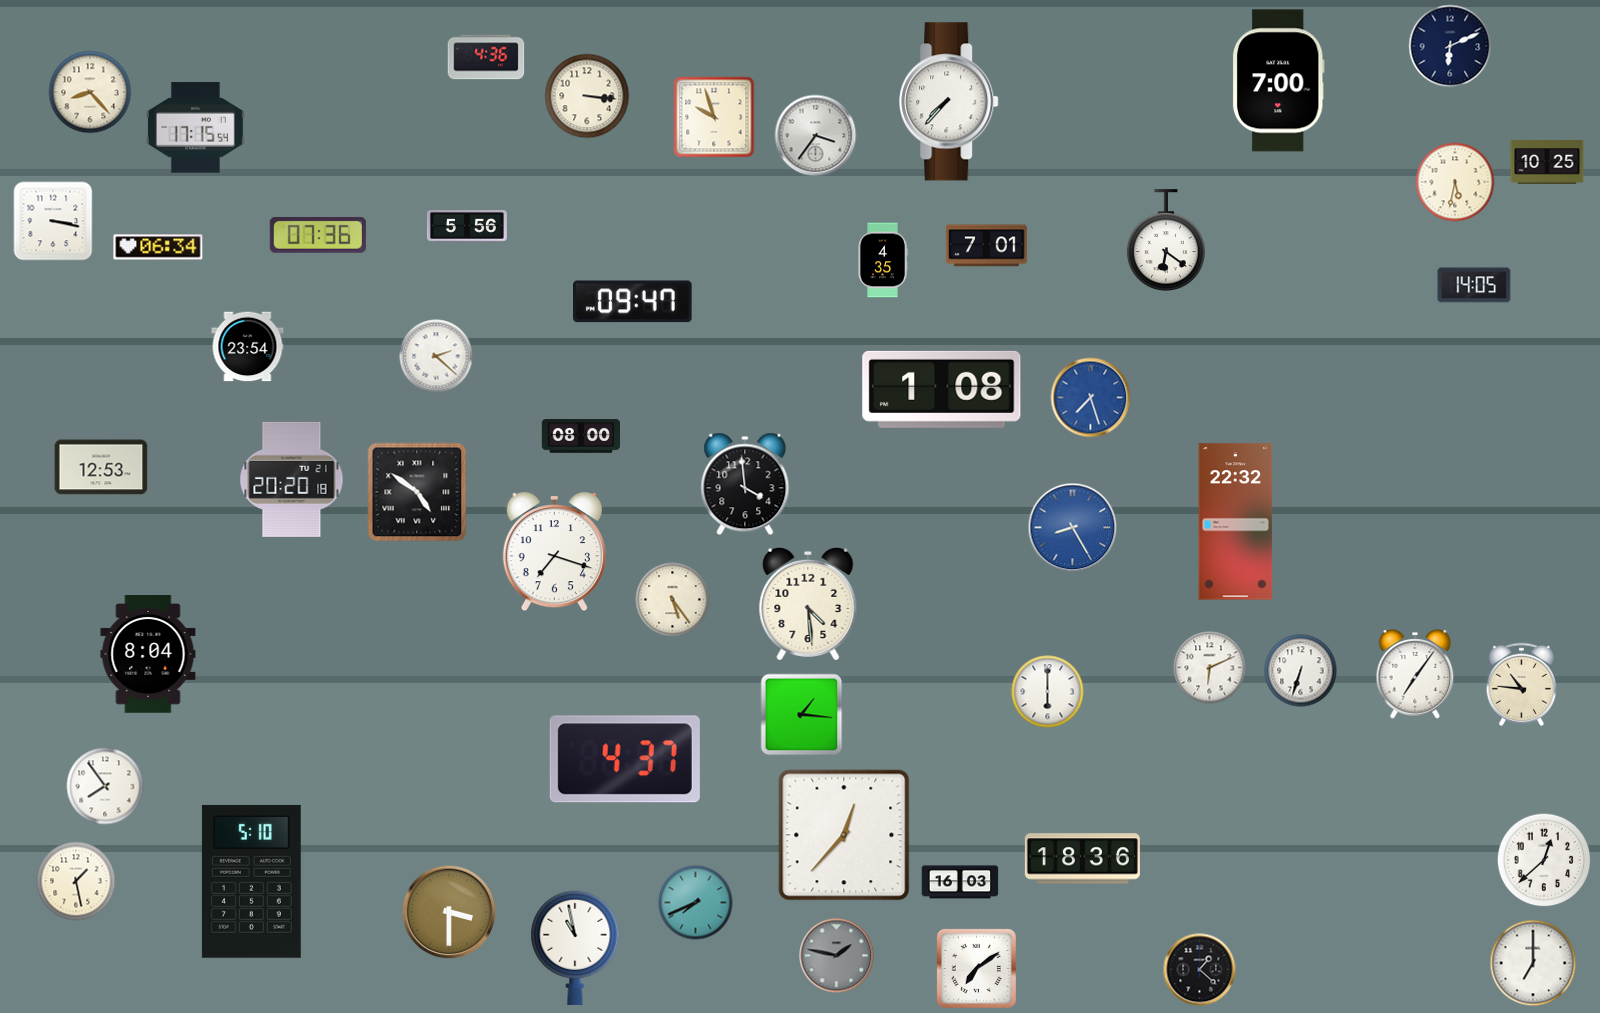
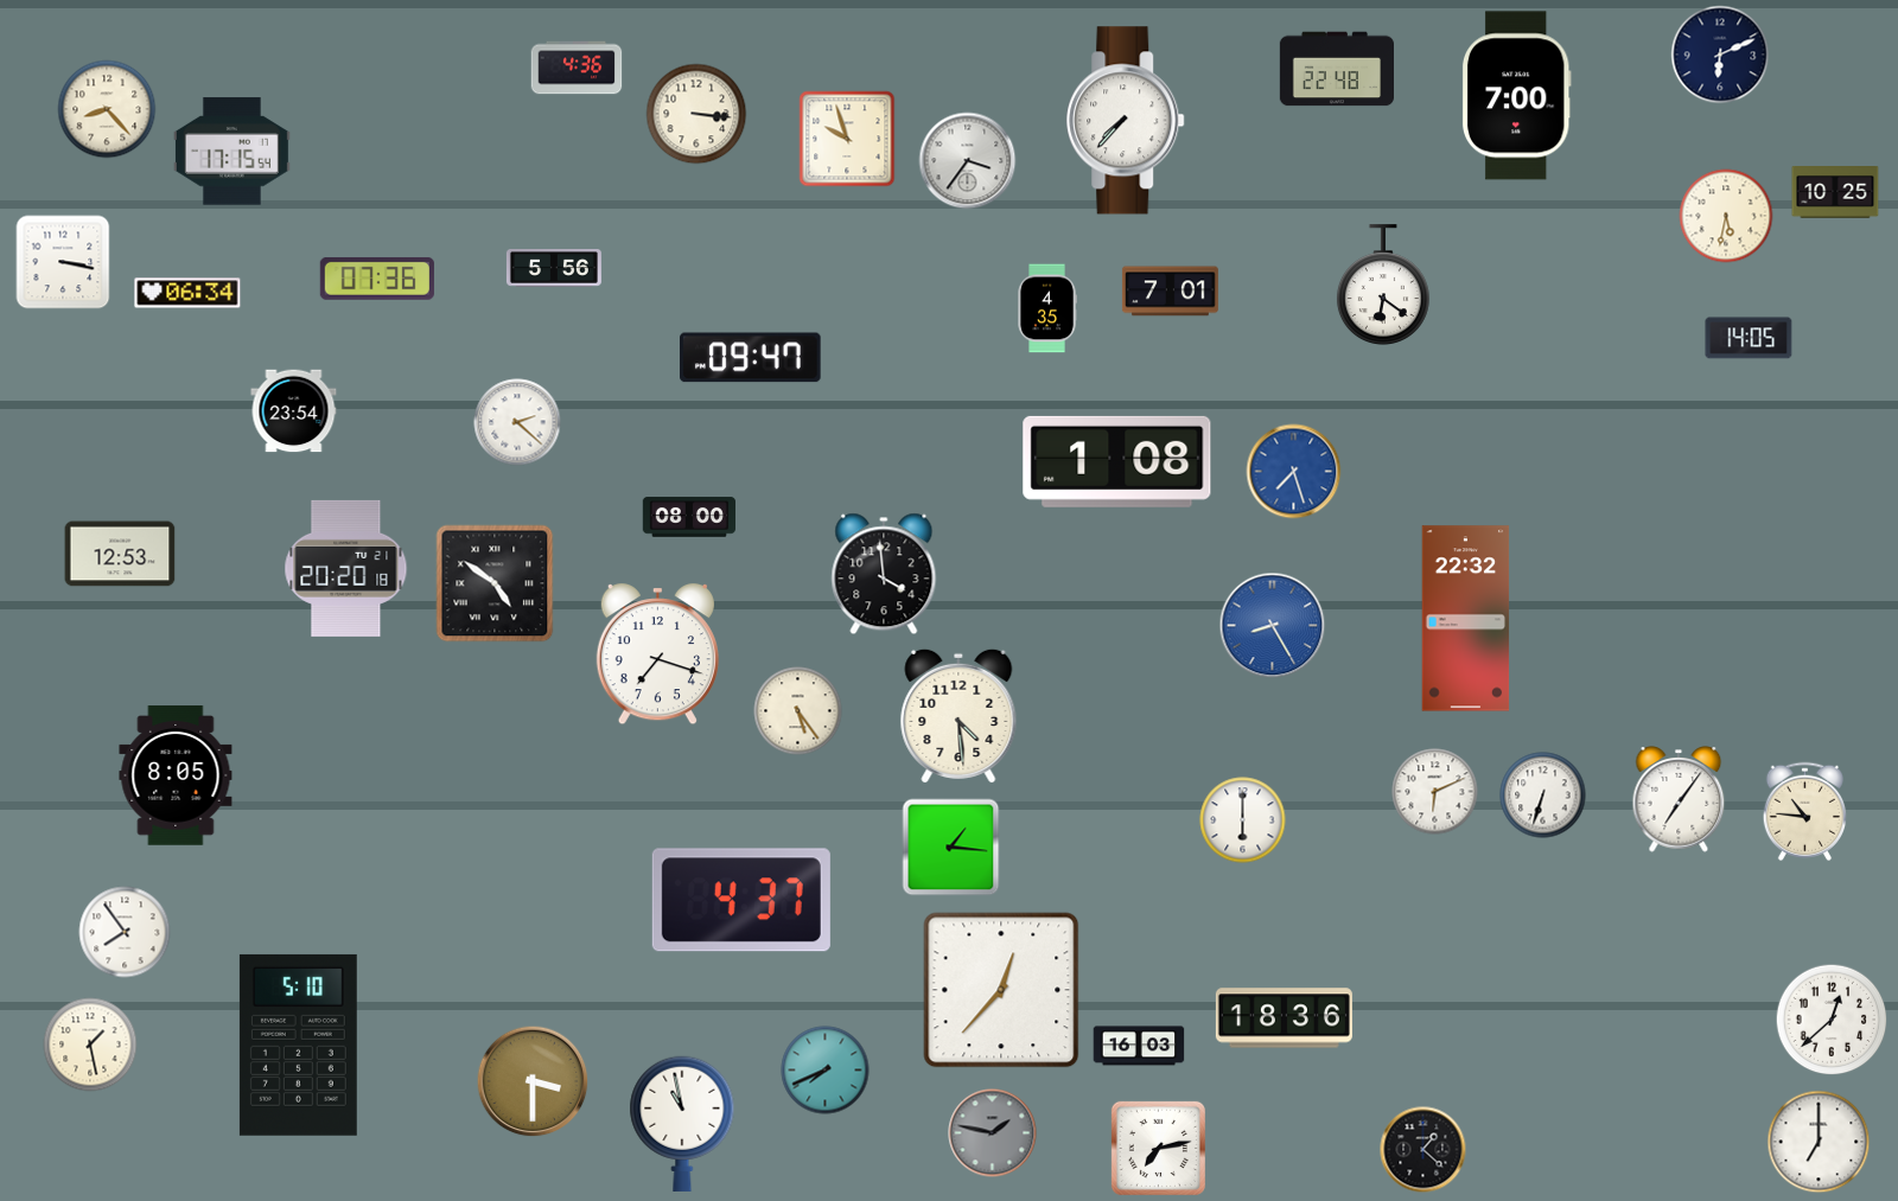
clock at (1336, 69): none -> 22:48
clock at (148, 654): 8:04 -> 8:05
clock at (976, 968): 7:09 -> 7:13
